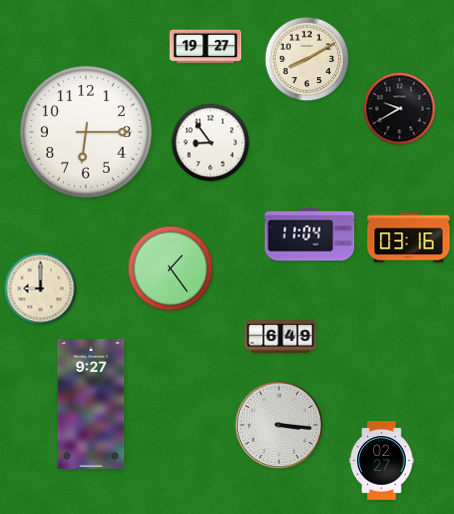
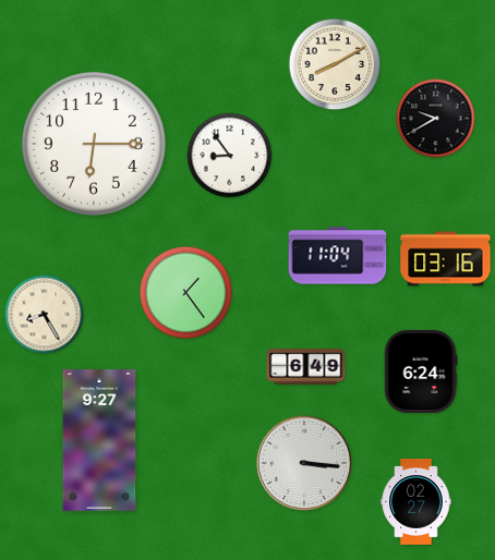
clock at (206, 47): 19:27 -> none
clock at (41, 289): 9:00 -> 8:25
clock at (421, 372): none -> 6:24
